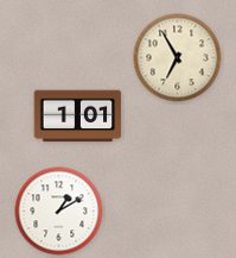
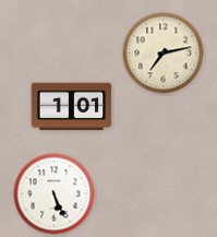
clock at (178, 58): 6:55 -> 7:13
clock at (59, 212): 1:10 -> 5:26
